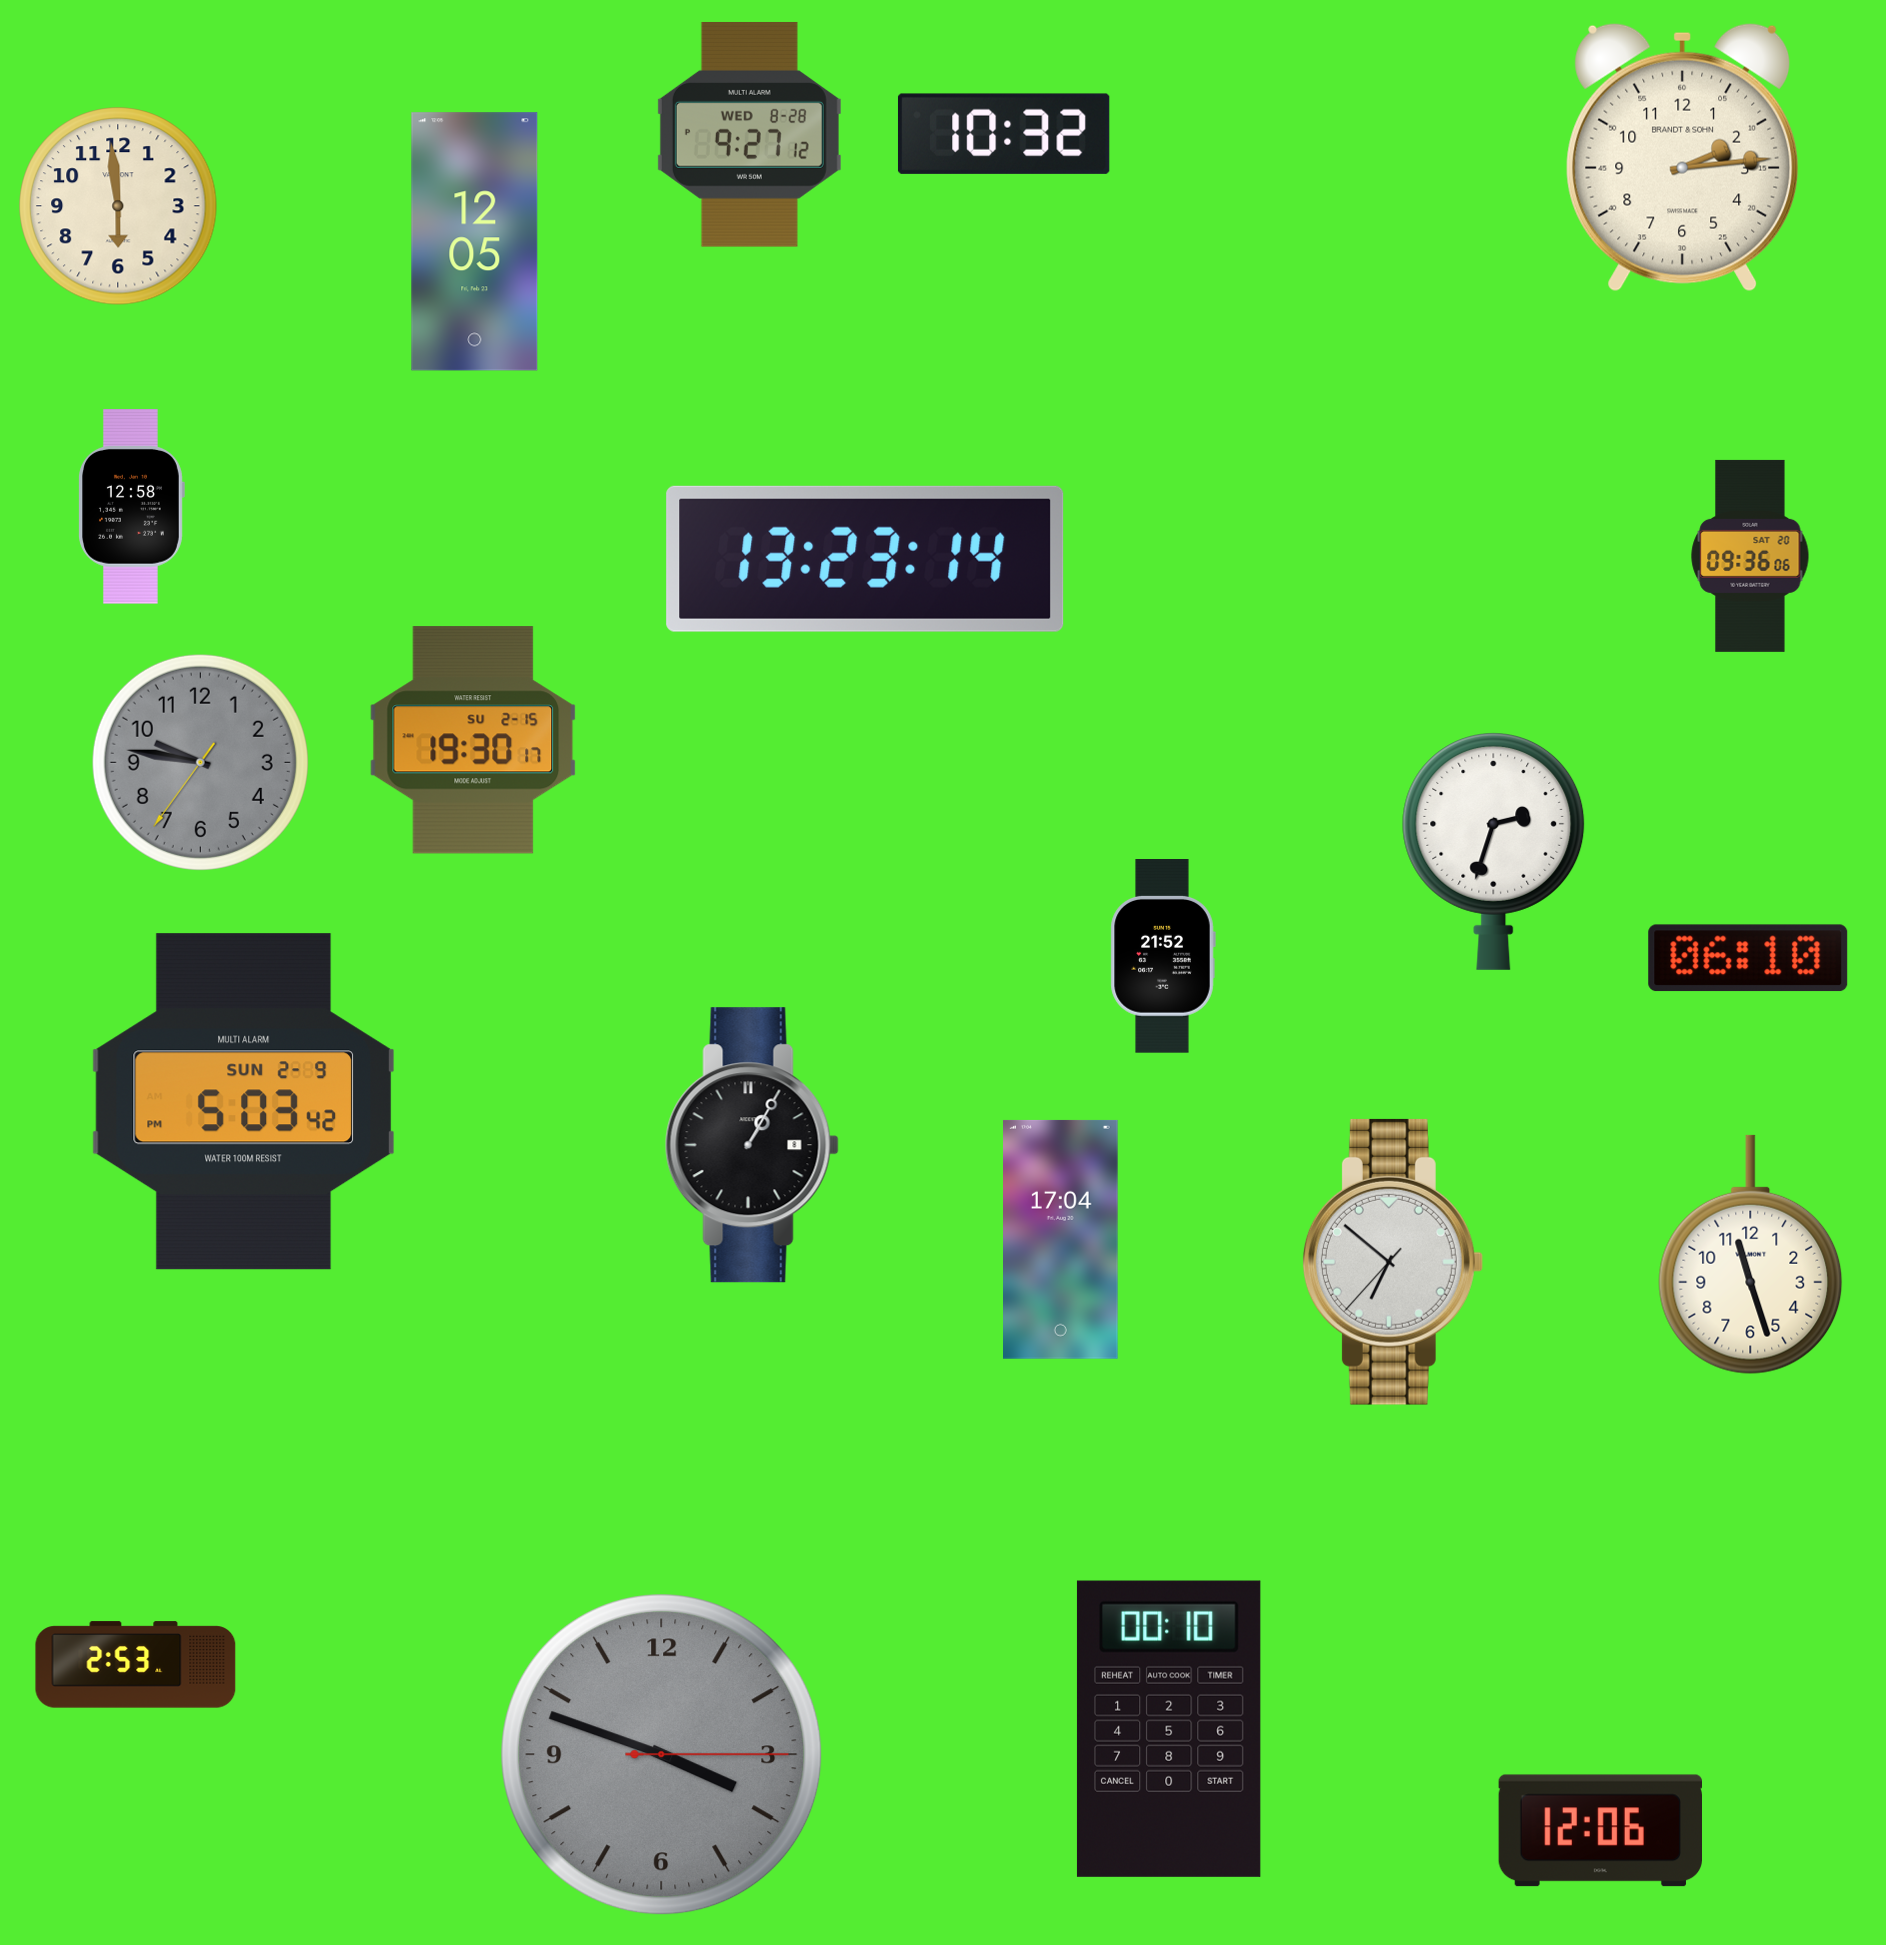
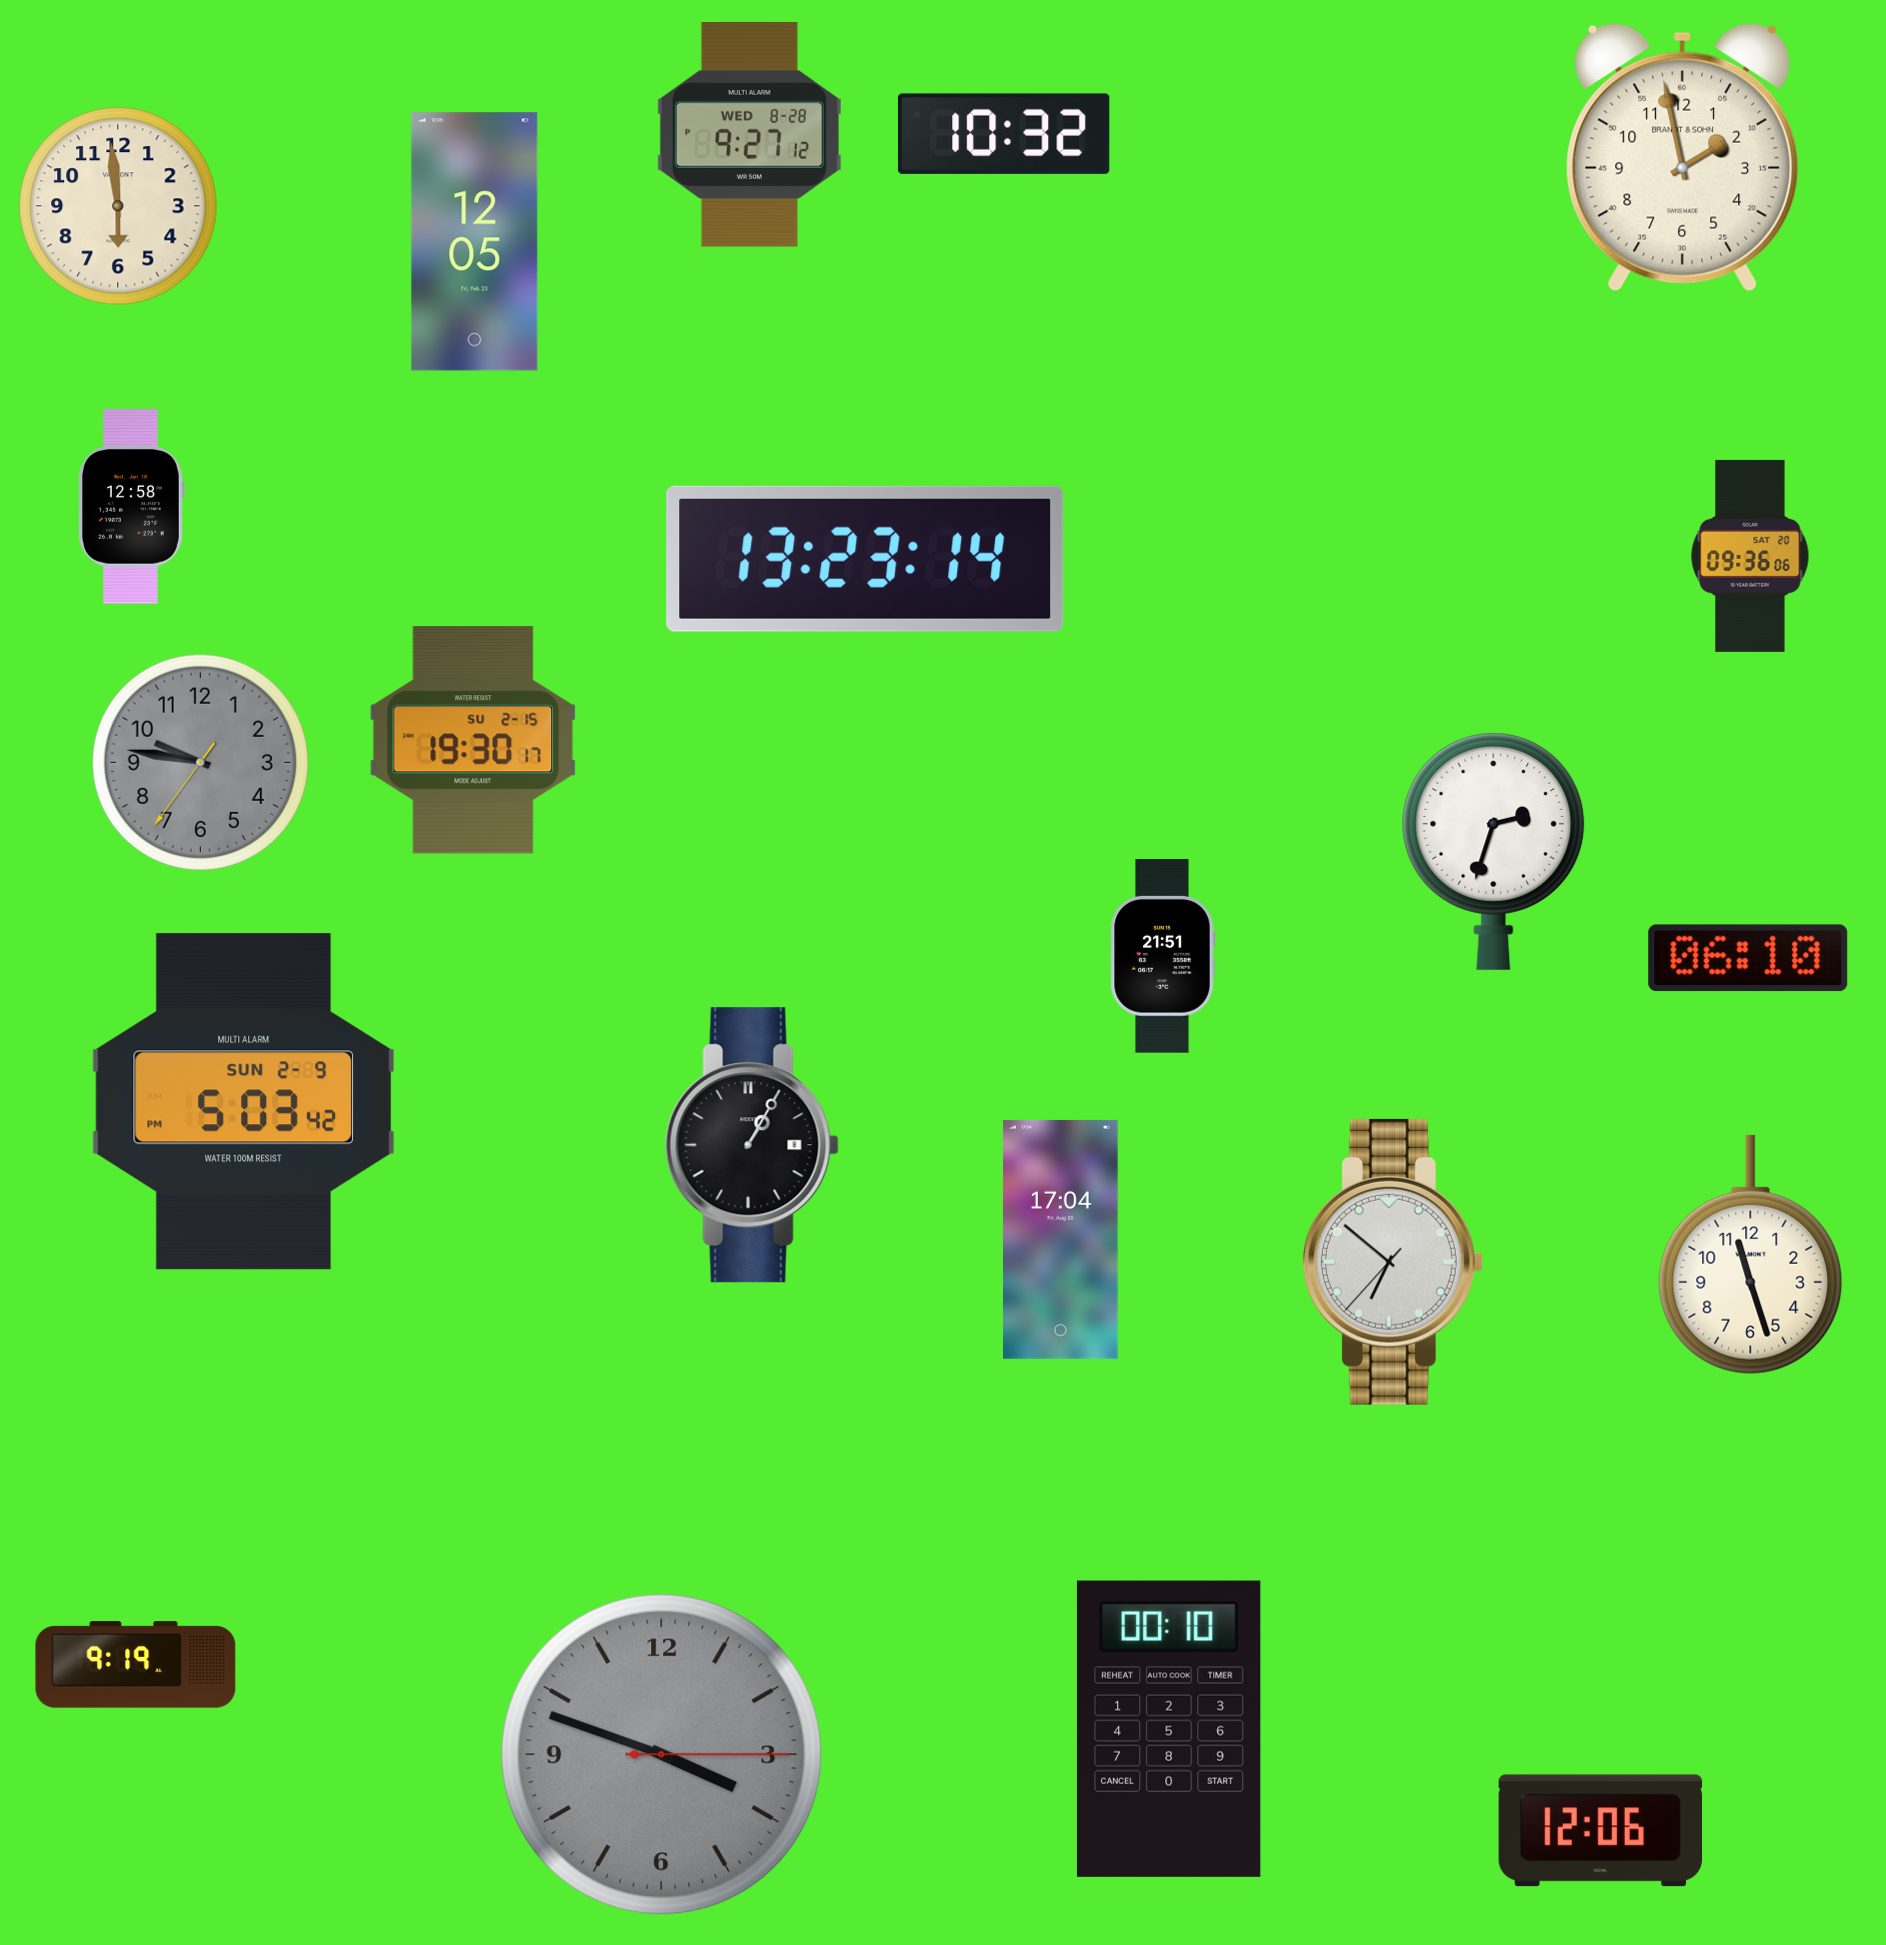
clock at (1683, 157): 2:14 -> 1:58
clock at (1163, 957): 21:52 -> 21:51
clock at (136, 1665): 2:53 -> 9:19
